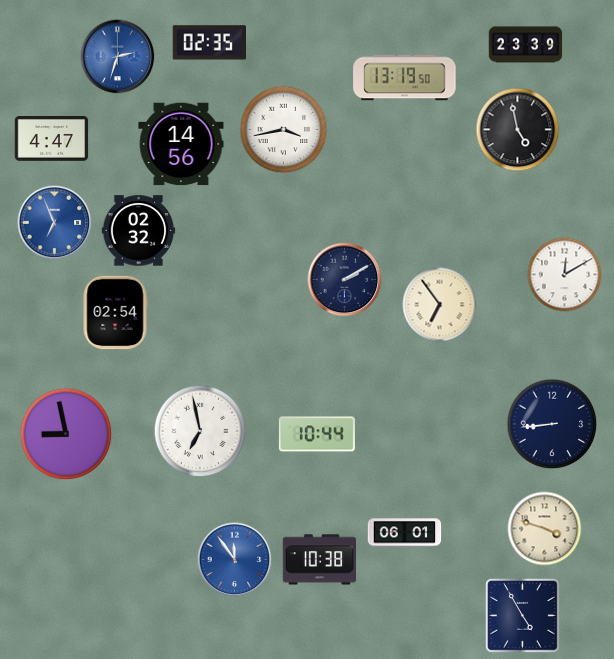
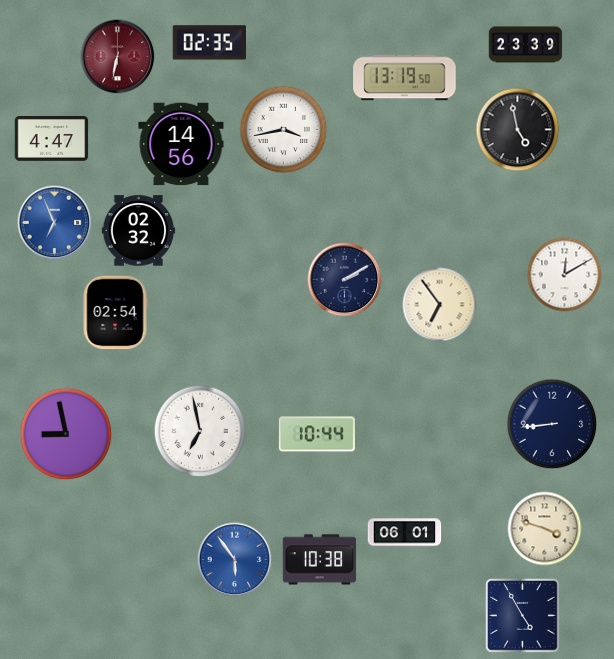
clock at (118, 57): 2:33 -> 6:32
clock at (118, 57) dial: blue -> burgundy
clock at (235, 560): 11:54 -> 5:54
